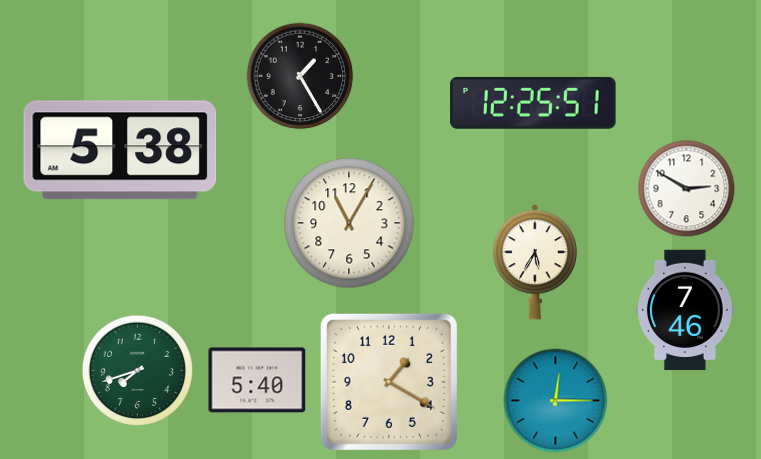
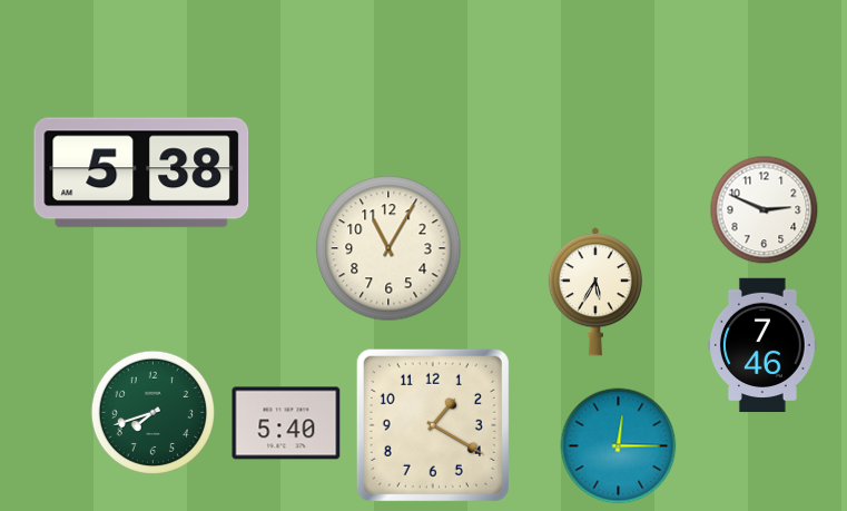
clock at (300, 76): 1:25 -> none
clock at (533, 103): 12:25 -> none
clock at (120, 150) position: (120, 150) -> (141, 173)
clock at (687, 189): 2:50 -> 2:49
